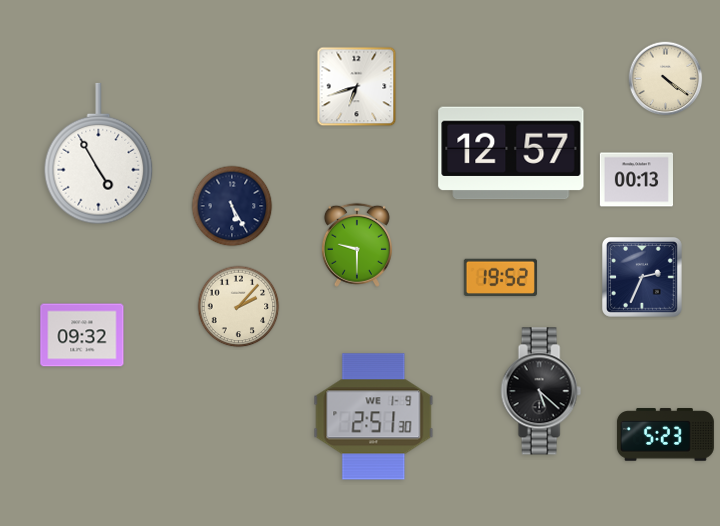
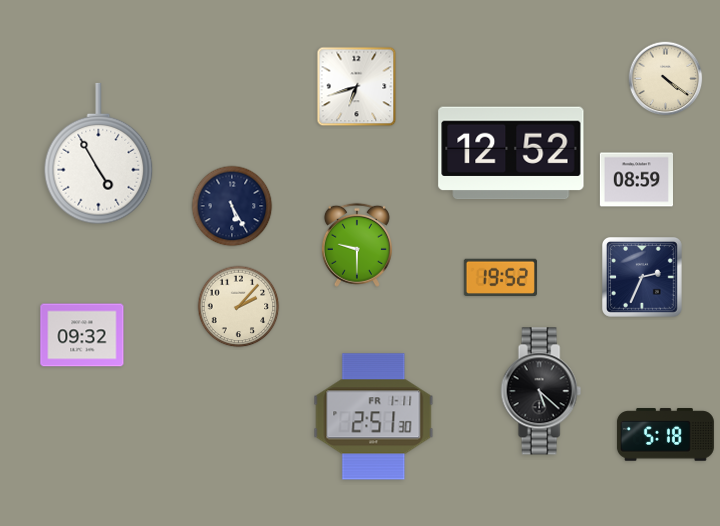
clock at (511, 153): 12:57 -> 12:52
clock at (636, 180): 00:13 -> 08:59
clock at (374, 417) date: WE 1-9 -> FR 1-11
clock at (665, 435): 5:23 -> 5:18
